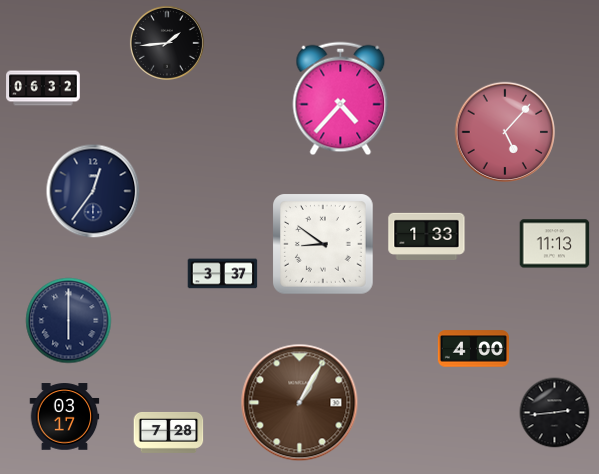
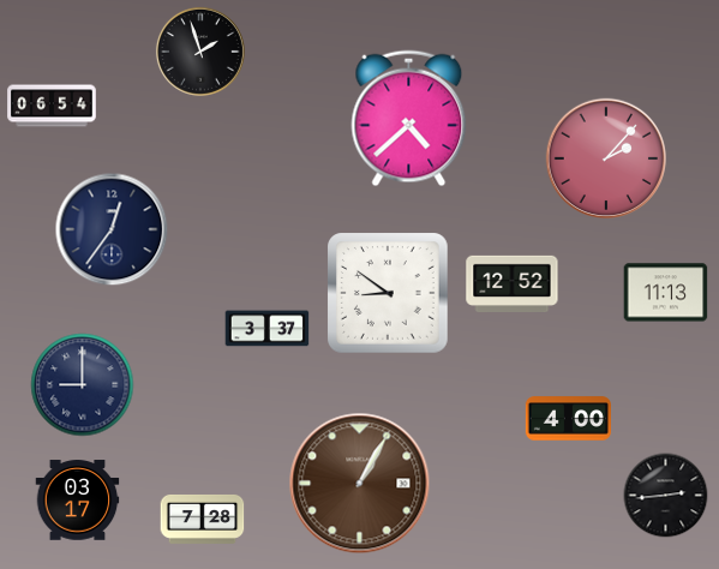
clock at (167, 43): 1:44 -> 1:57
clock at (43, 88): 06:32 -> 06:54
clock at (341, 99): 4:37 -> 4:38
clock at (504, 131): 5:07 -> 2:07
clock at (427, 236): 1:33 -> 12:52
clock at (69, 321): 6:00 -> 9:00
